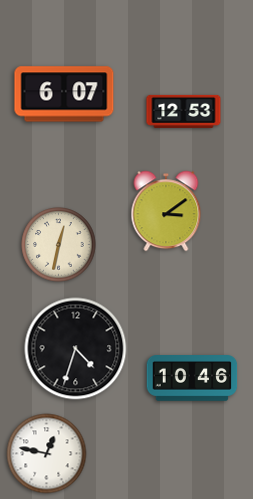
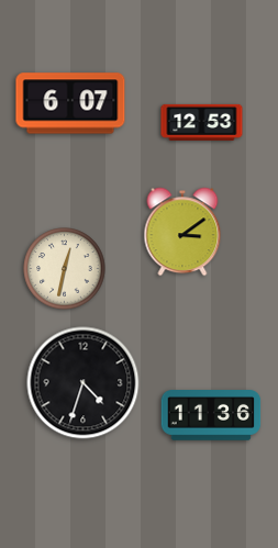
clock at (192, 379): 10:46 -> 11:36
clock at (47, 454): 12:47 -> none
